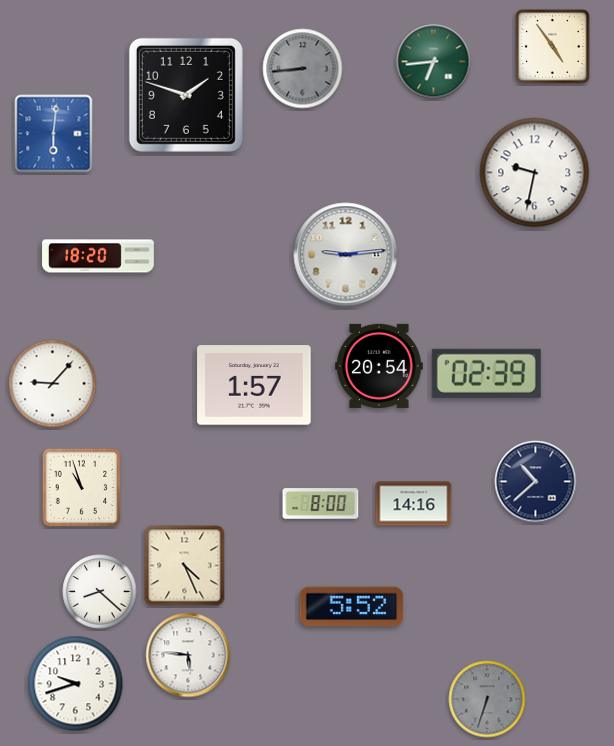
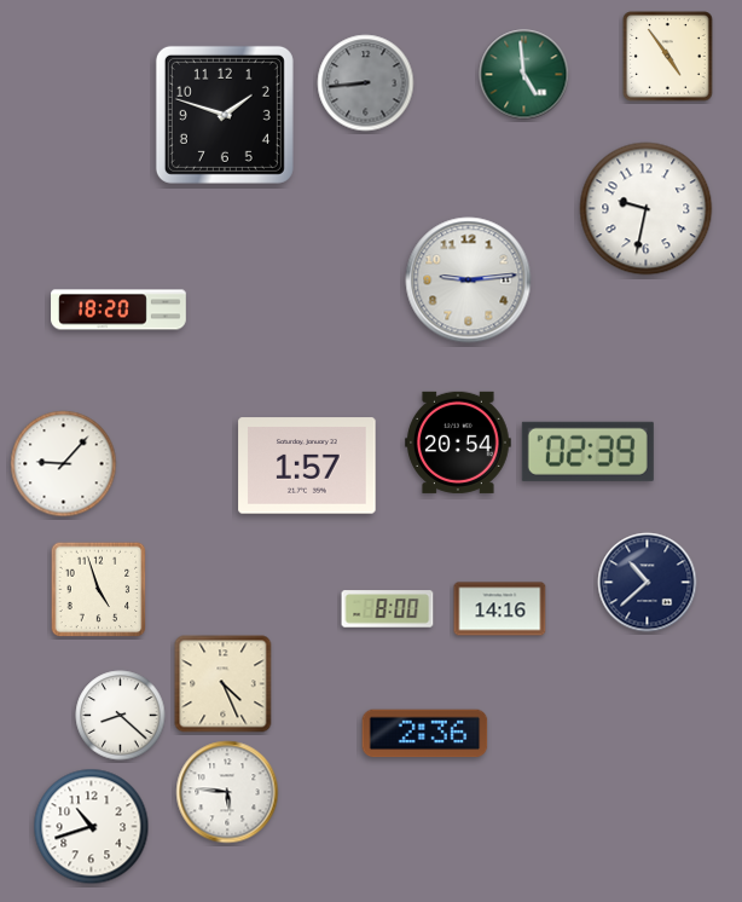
clock at (434, 62): 6:44 -> 4:59
clock at (54, 134): 6:01 -> none
clock at (346, 255) position: (346, 255) -> (469, 281)
clock at (82, 488): 10:57 -> 4:57
clock at (352, 607): 5:52 -> 2:36
clock at (76, 684): 9:42 -> 10:42
clock at (487, 699): 6:33 -> none
